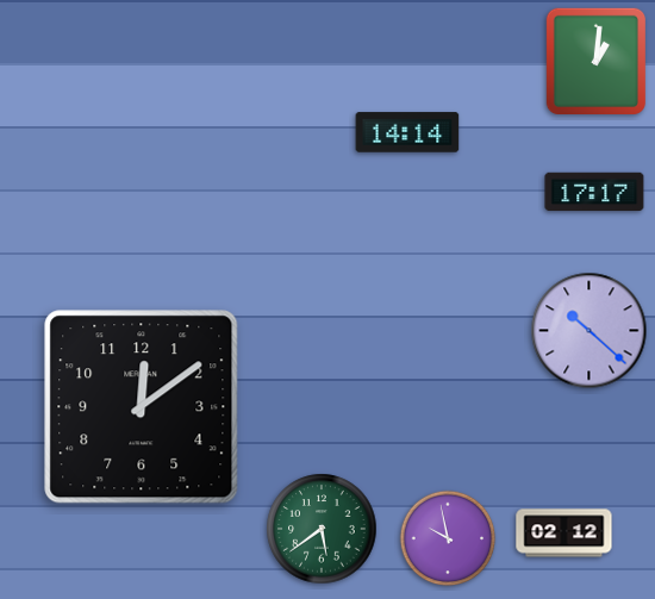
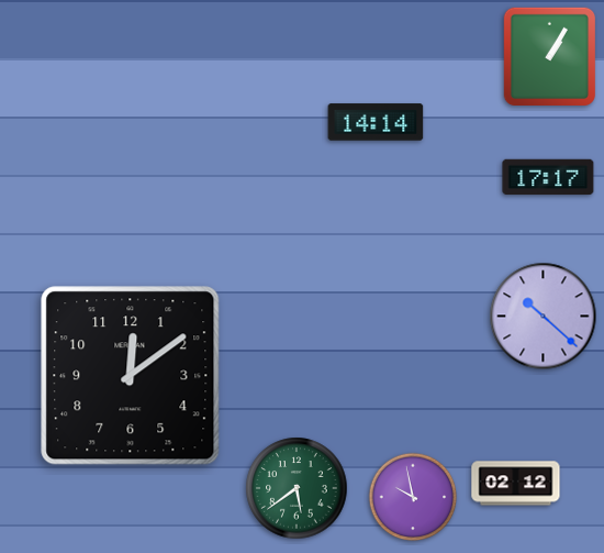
clock at (595, 61): 1:01 -> 1:05
clock at (589, 331) position: (589, 331) -> (544, 317)
clock at (564, 534) position: (564, 534) -> (516, 484)
